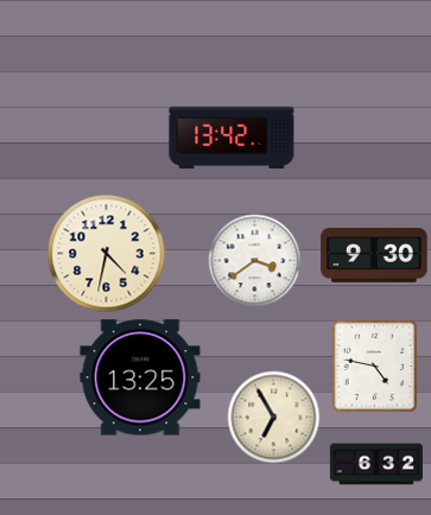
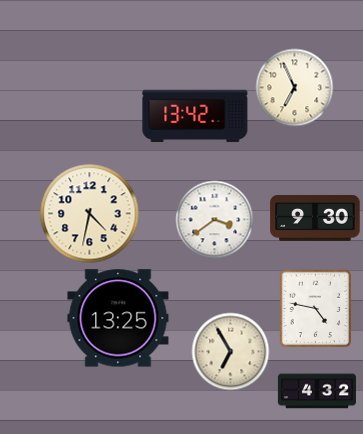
clock at (294, 87): none -> 6:56
clock at (374, 255) position: (374, 255) -> (315, 218)
clock at (376, 464): 6:32 -> 4:32
